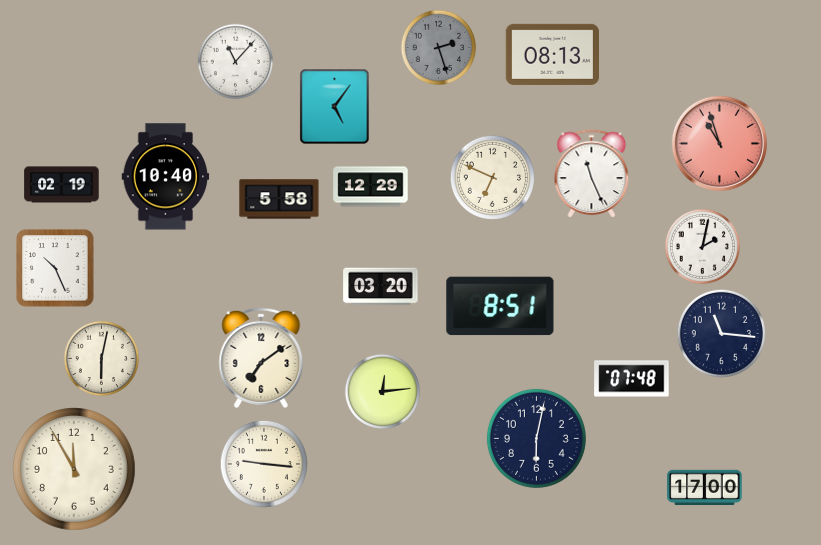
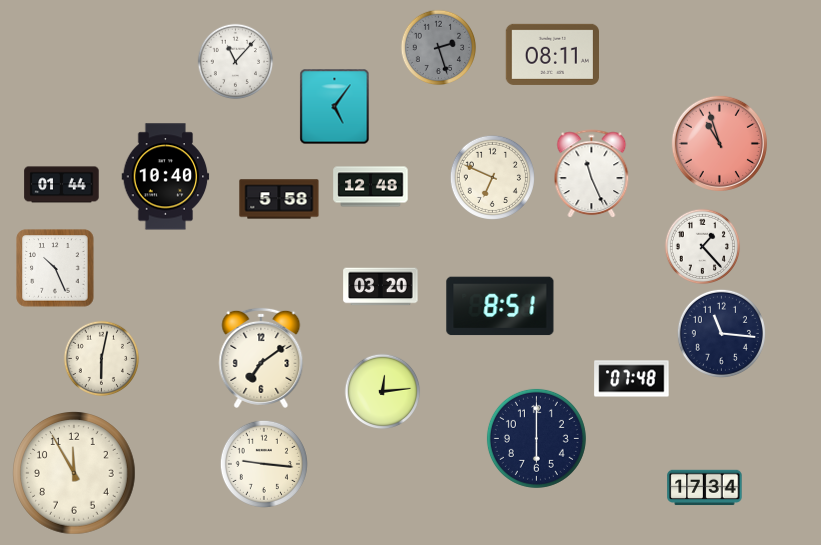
clock at (552, 54): 08:13 -> 08:11
clock at (62, 185): 02:19 -> 01:44
clock at (371, 187): 12:29 -> 12:48
clock at (703, 247): 2:02 -> 1:23
clock at (536, 438): 6:02 -> 6:00
clock at (74, 469) position: (74, 469) -> (74, 473)
clock at (705, 488): 17:00 -> 17:34
